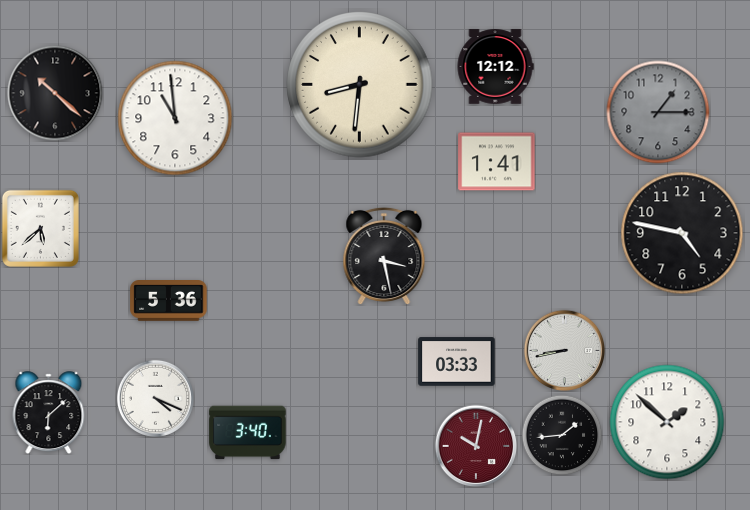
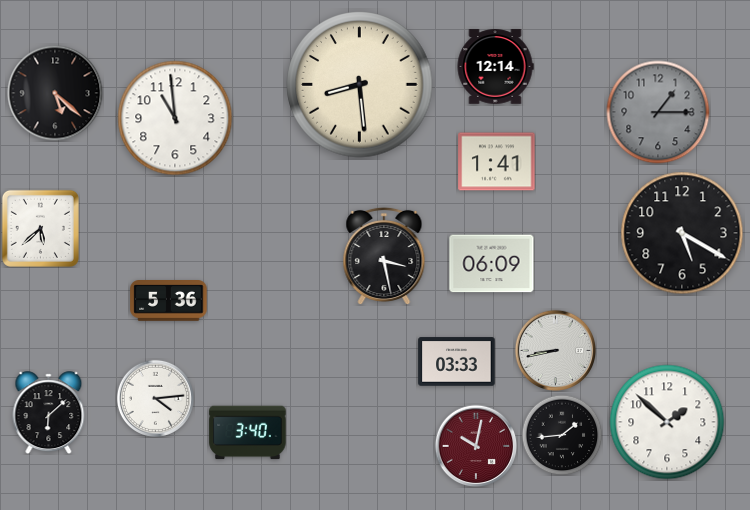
clock at (495, 67): 12:12 -> 12:14
clock at (360, 85): 8:31 -> 8:29
clock at (55, 93): 10:22 -> 5:22
clock at (682, 233): 4:47 -> 5:20
clock at (492, 264): none -> 06:09
clock at (564, 350) position: (564, 350) -> (555, 350)
clock at (155, 398): 4:19 -> 4:14
